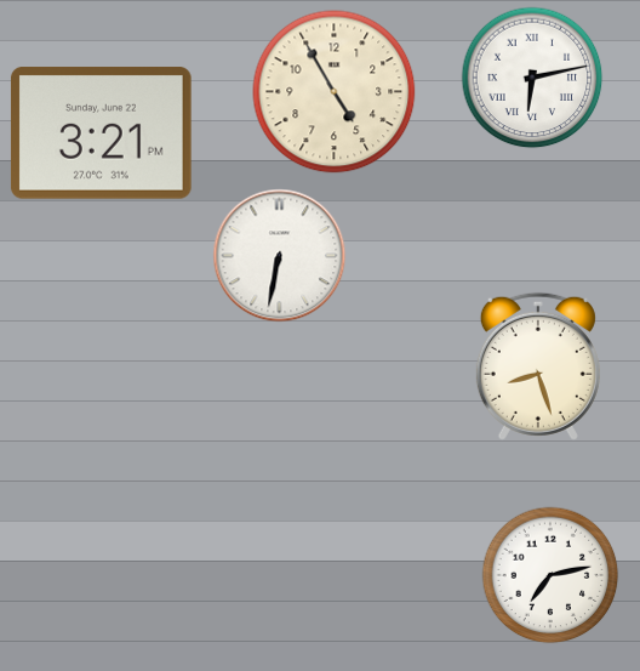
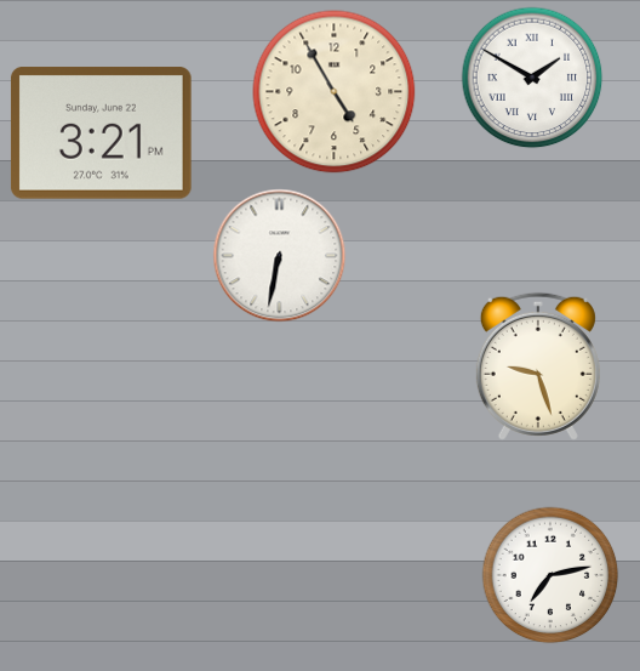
clock at (532, 78): 6:13 -> 1:50
clock at (538, 366): 8:27 -> 9:27
